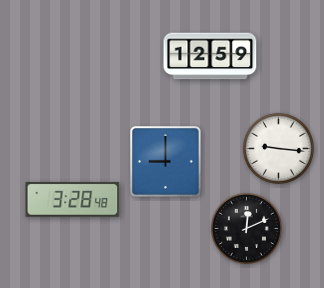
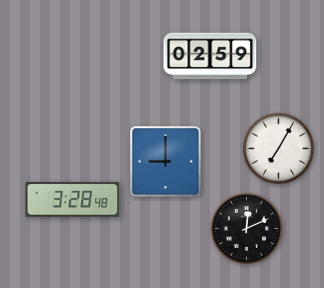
clock at (210, 56): 12:59 -> 02:59
clock at (278, 148): 9:16 -> 7:05
